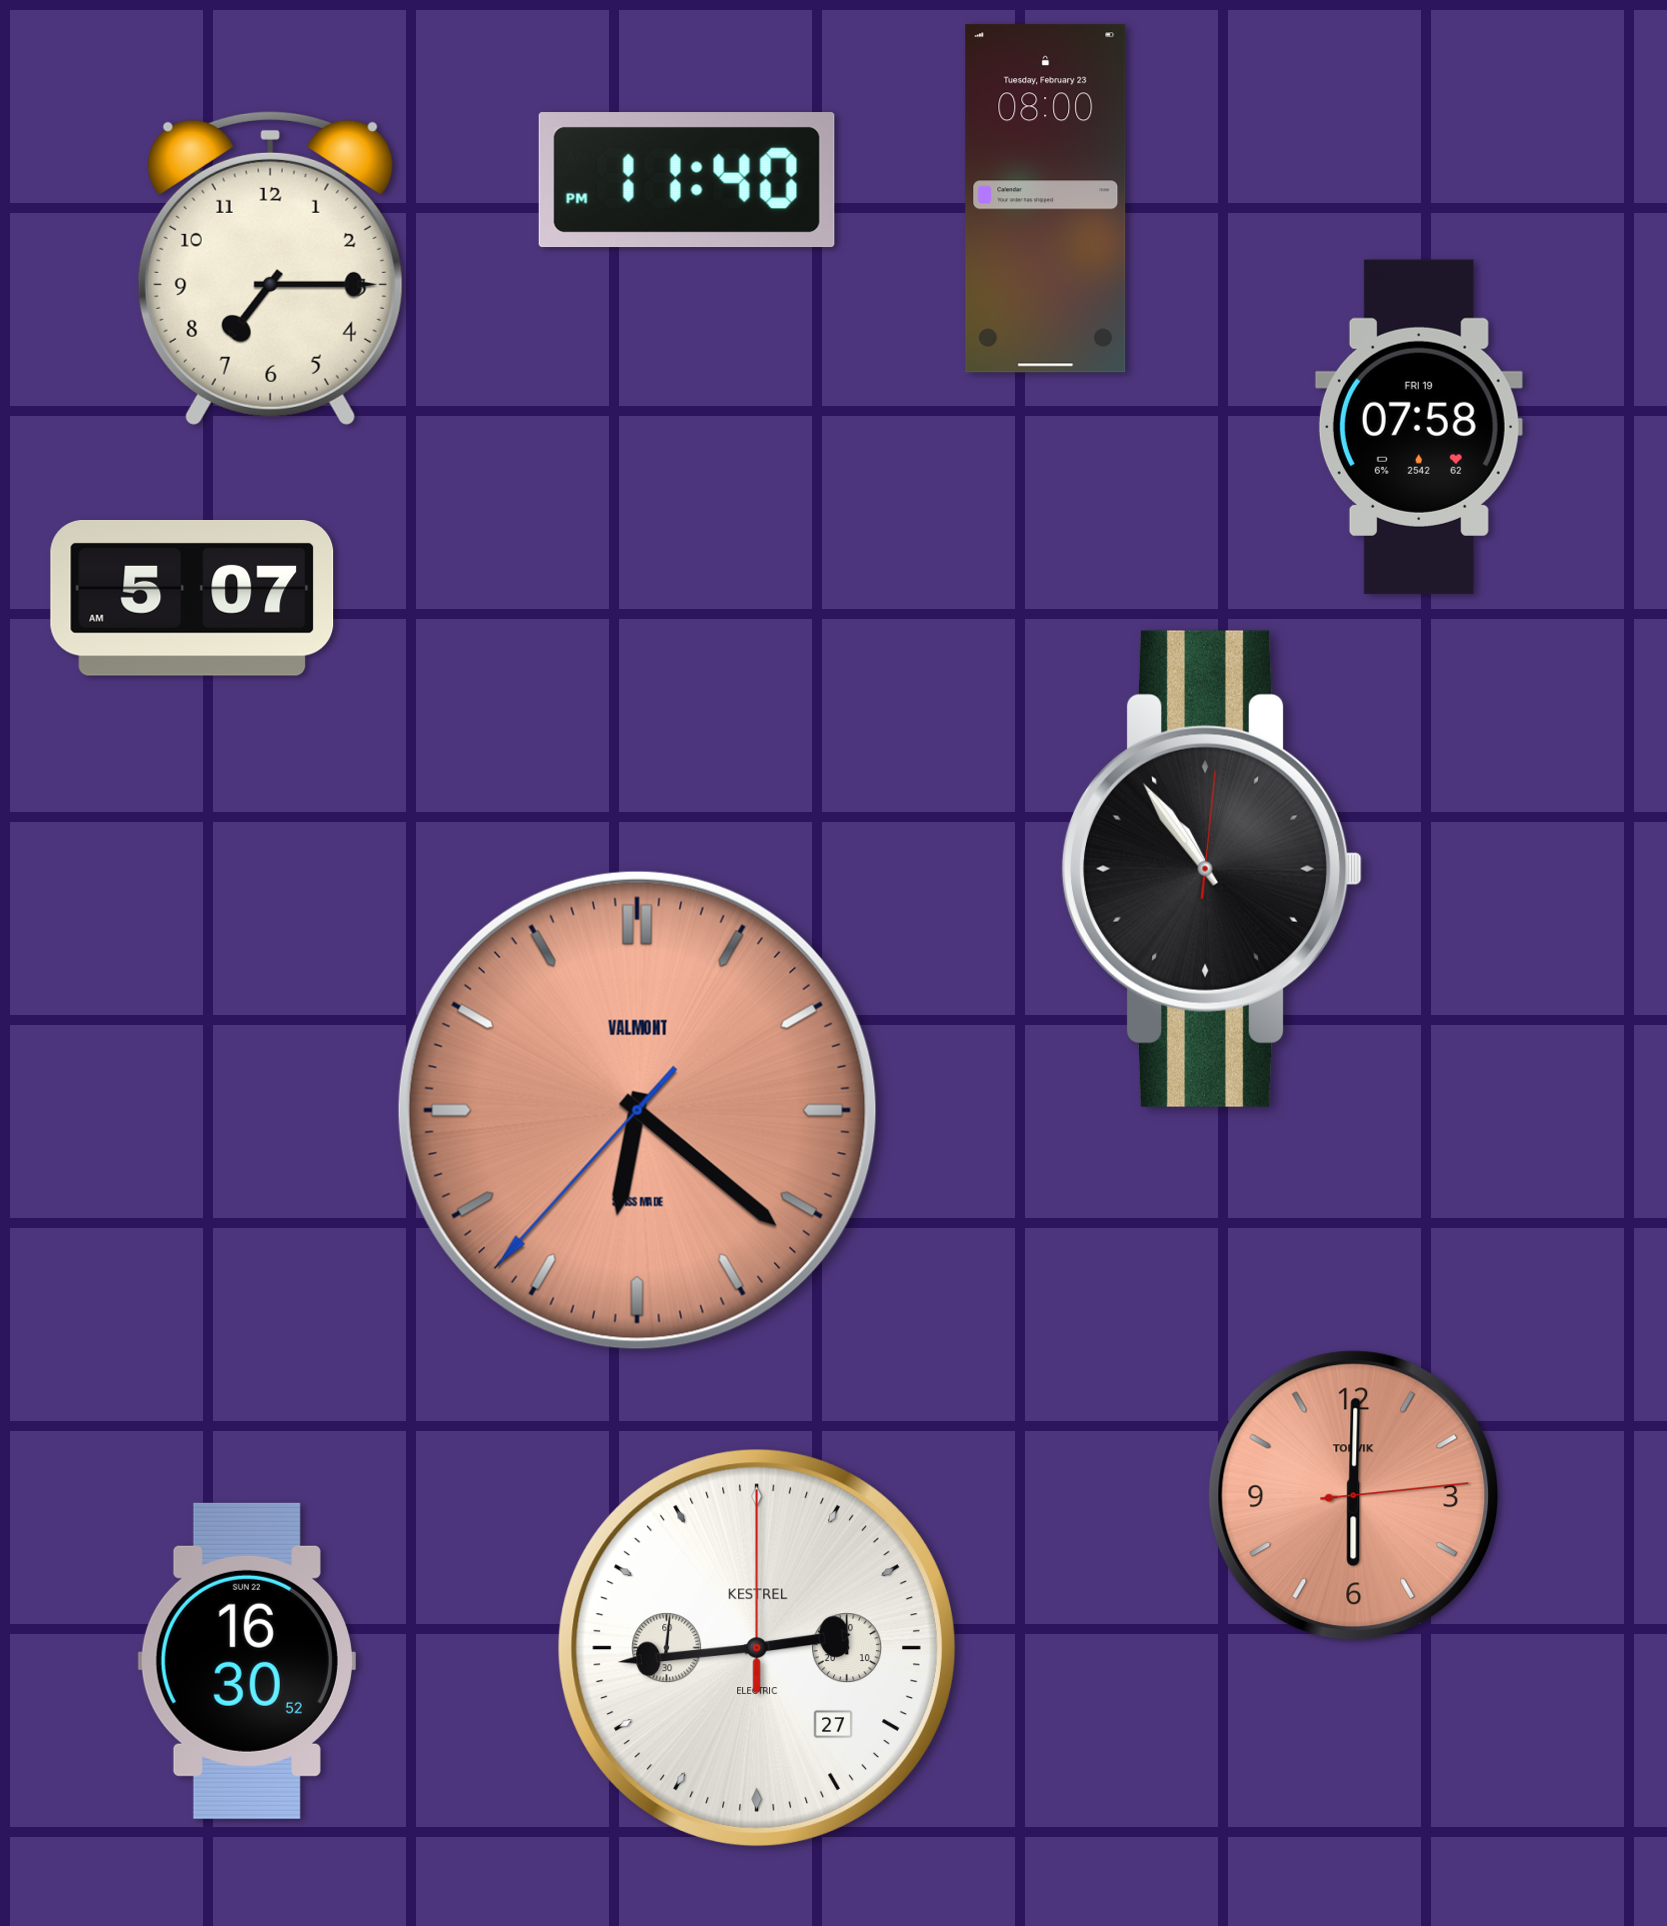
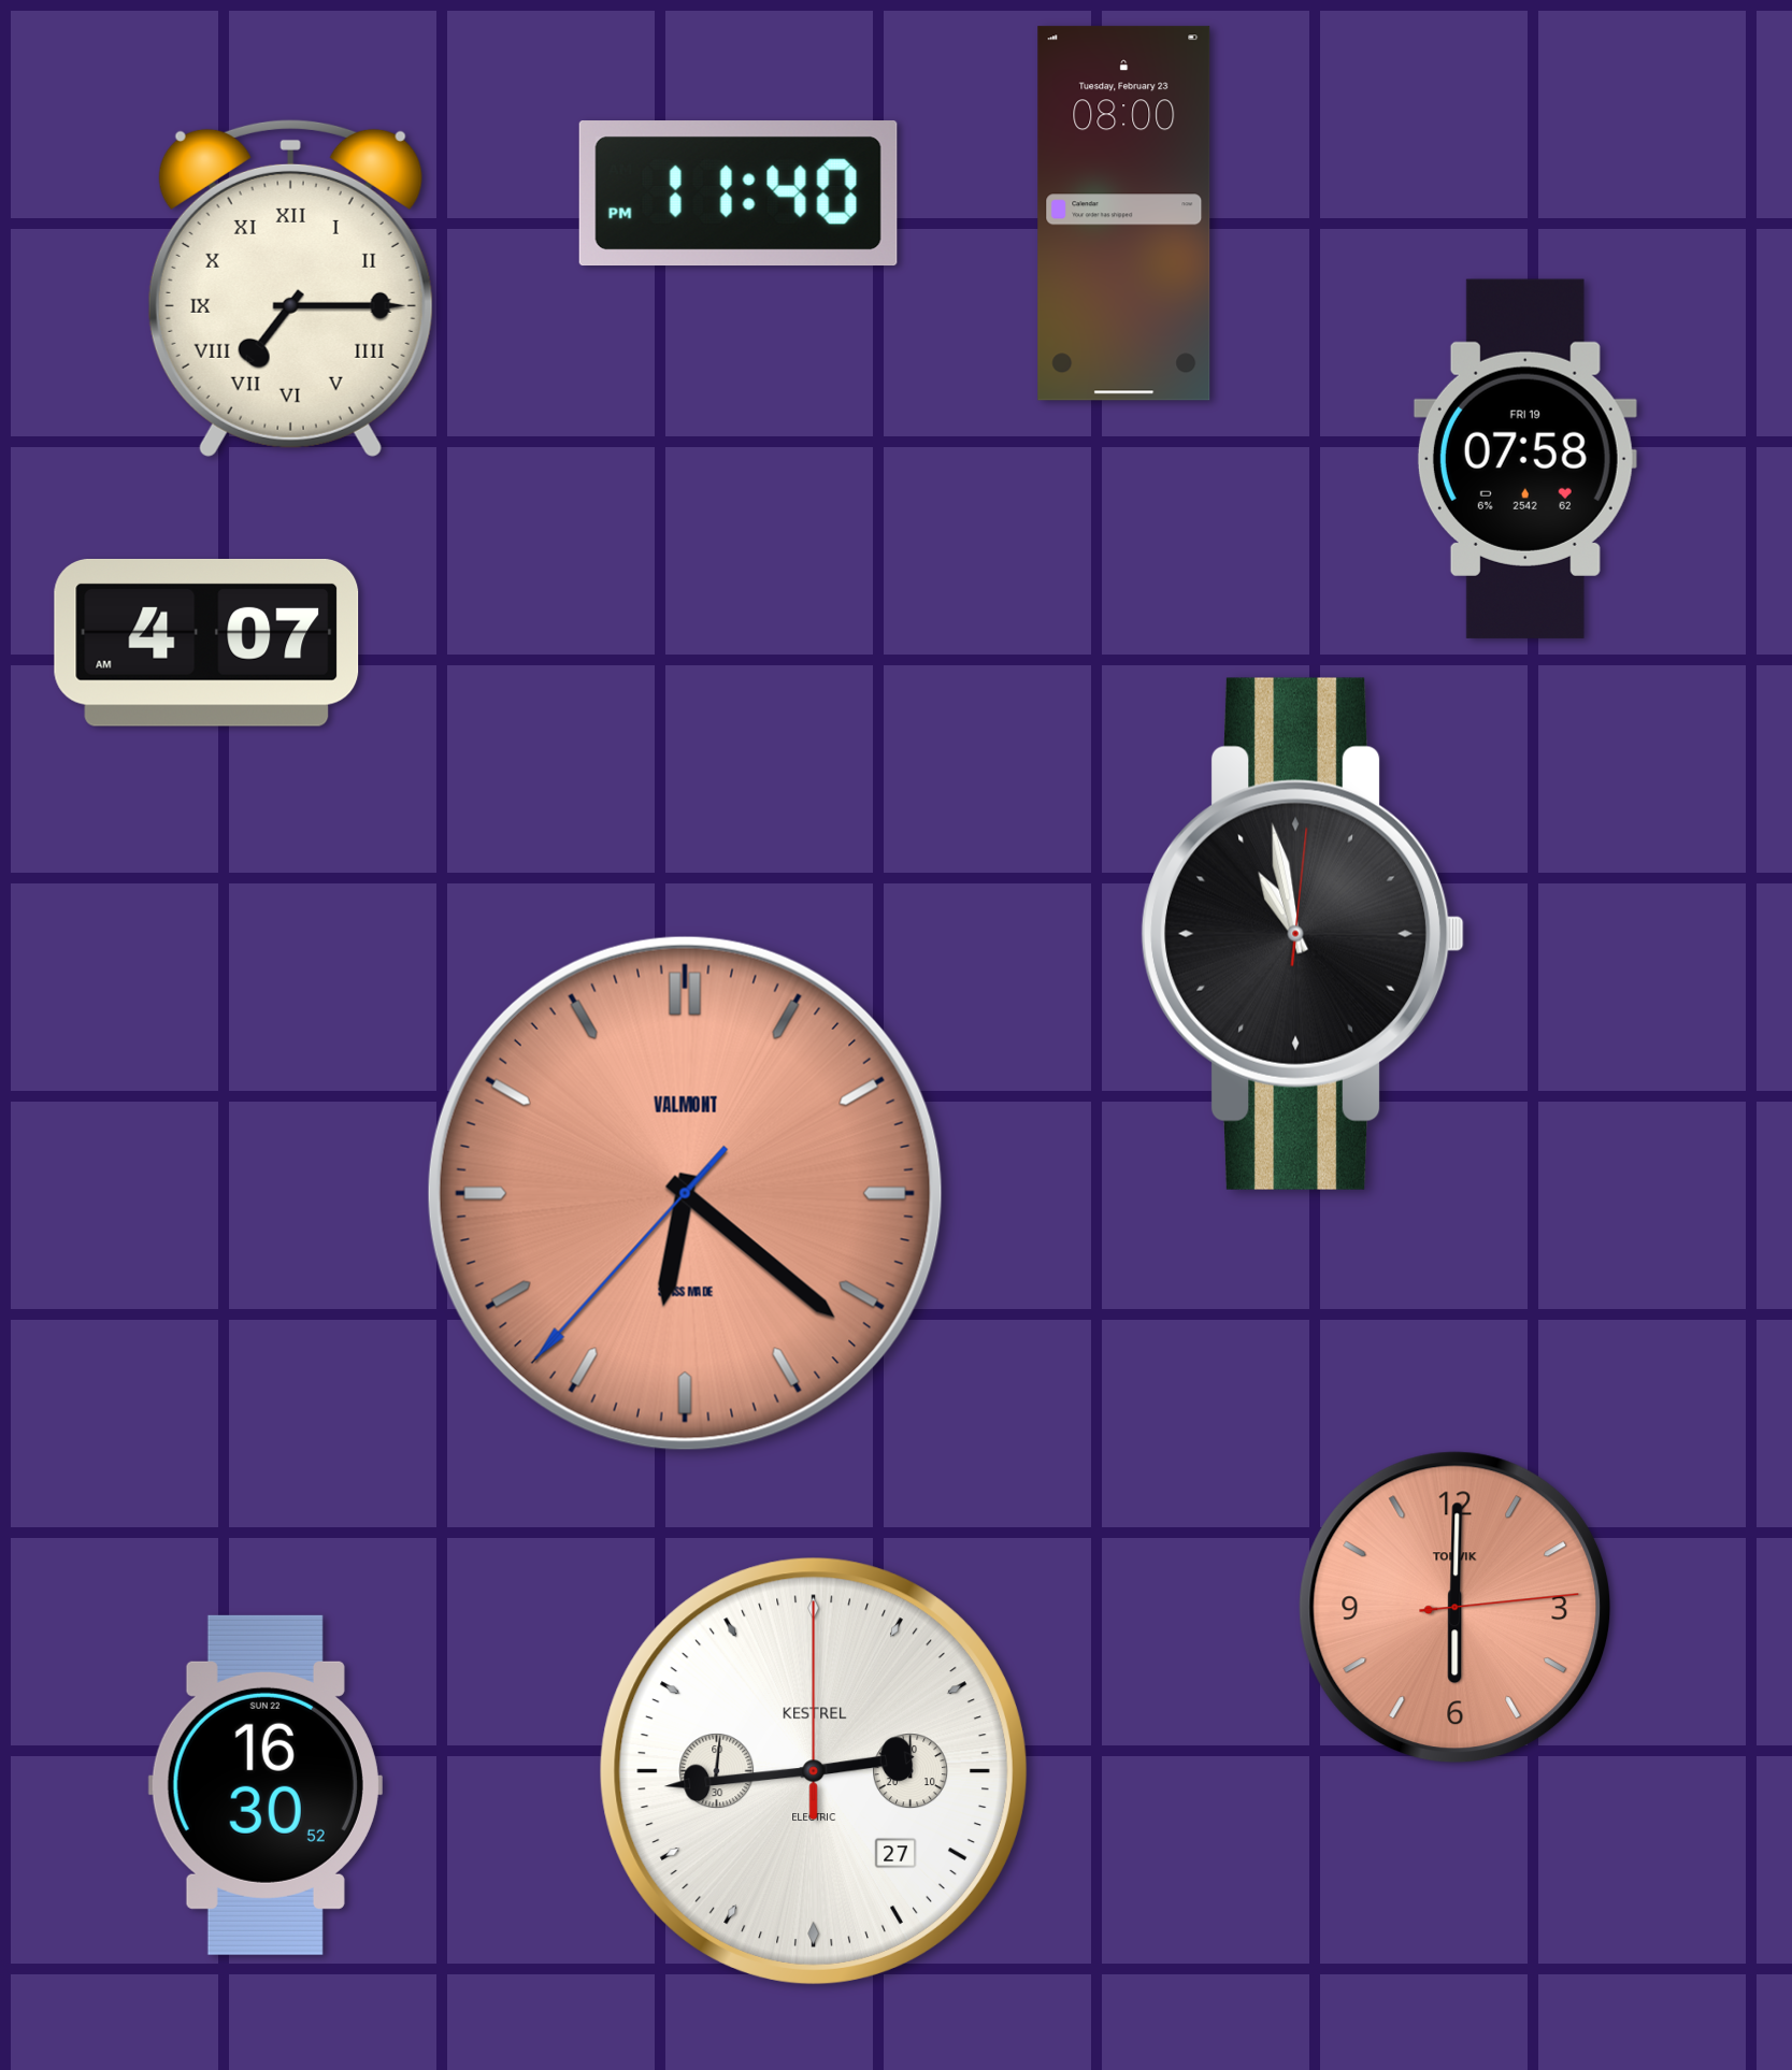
clock at (270, 268) numerals: Arabic -> Roman
clock at (192, 598): 5:07 -> 4:07
clock at (1212, 869): 10:54 -> 10:58
